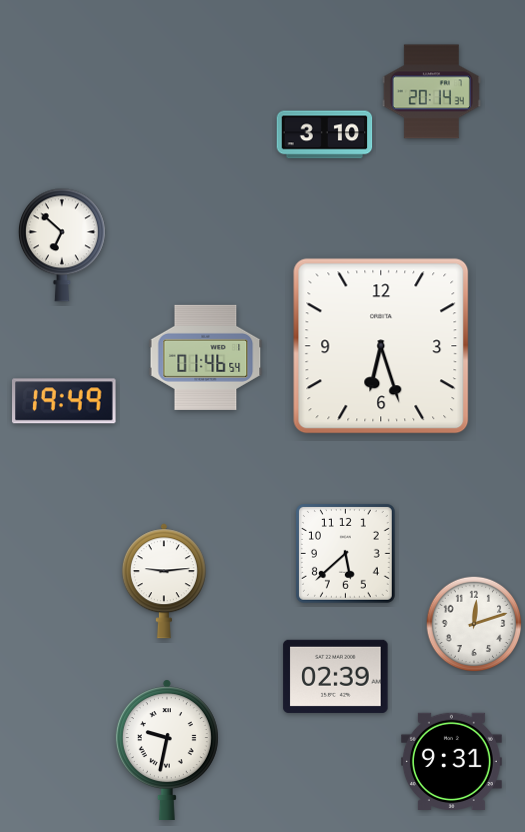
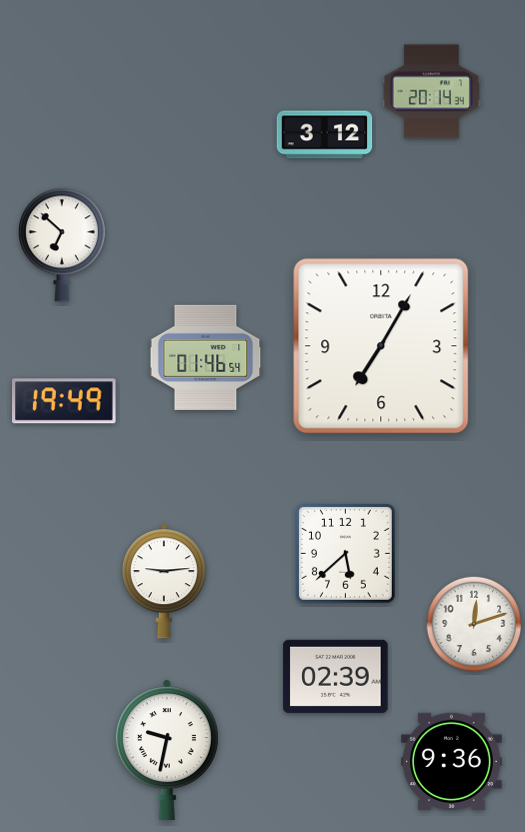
clock at (325, 135): 3:10 -> 3:12
clock at (381, 346): 6:27 -> 7:05
clock at (451, 761): 9:31 -> 9:36
